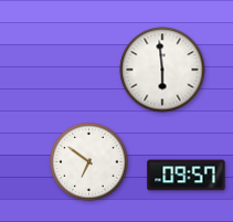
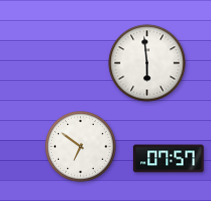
clock at (187, 176): 09:57 -> 07:57
